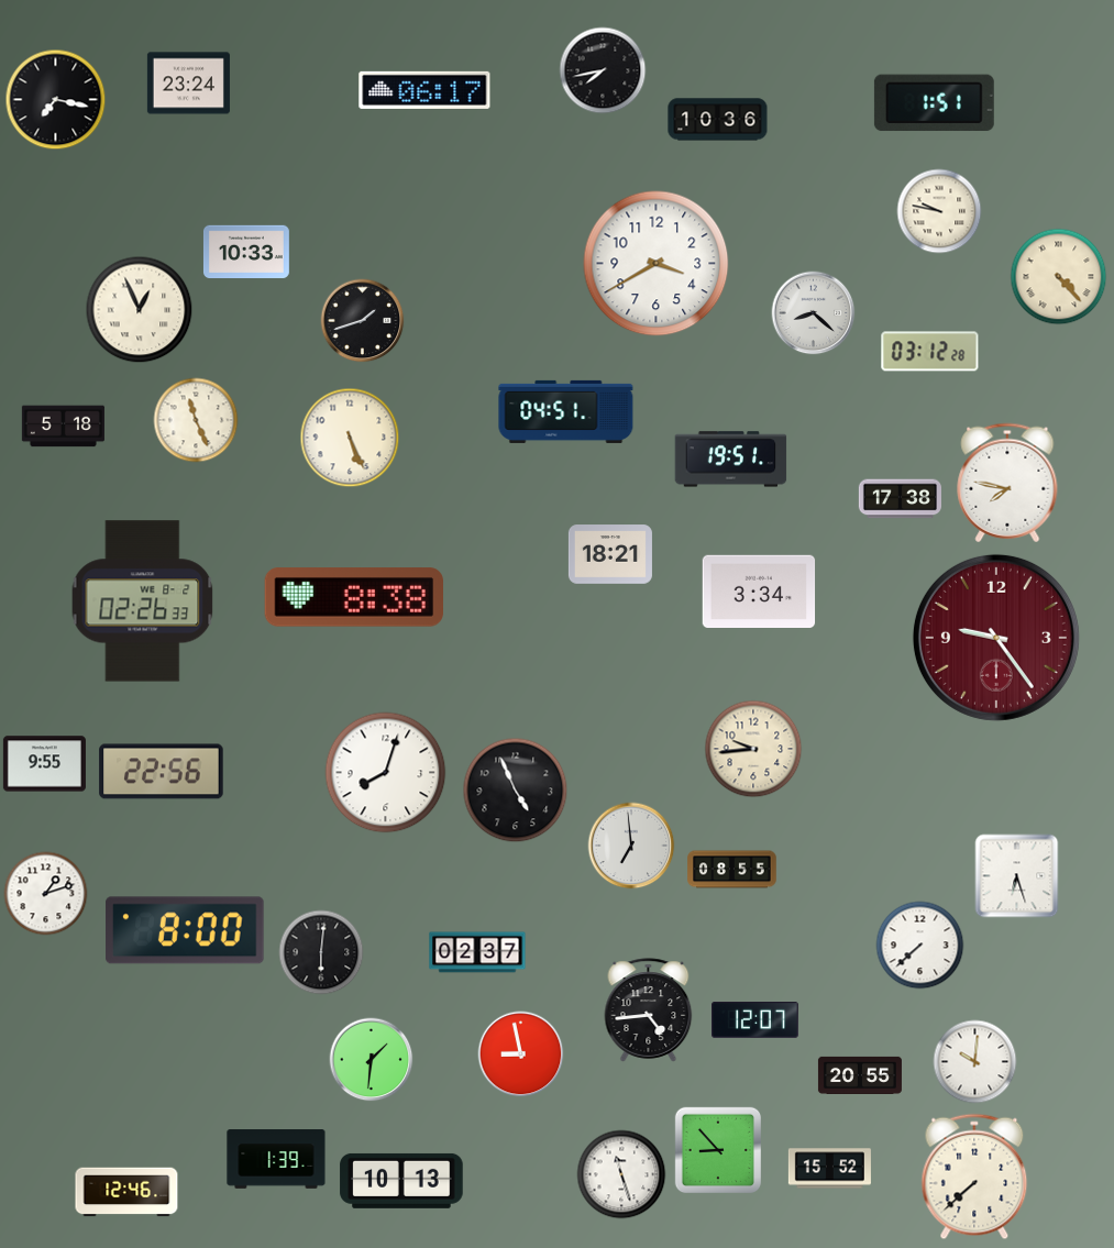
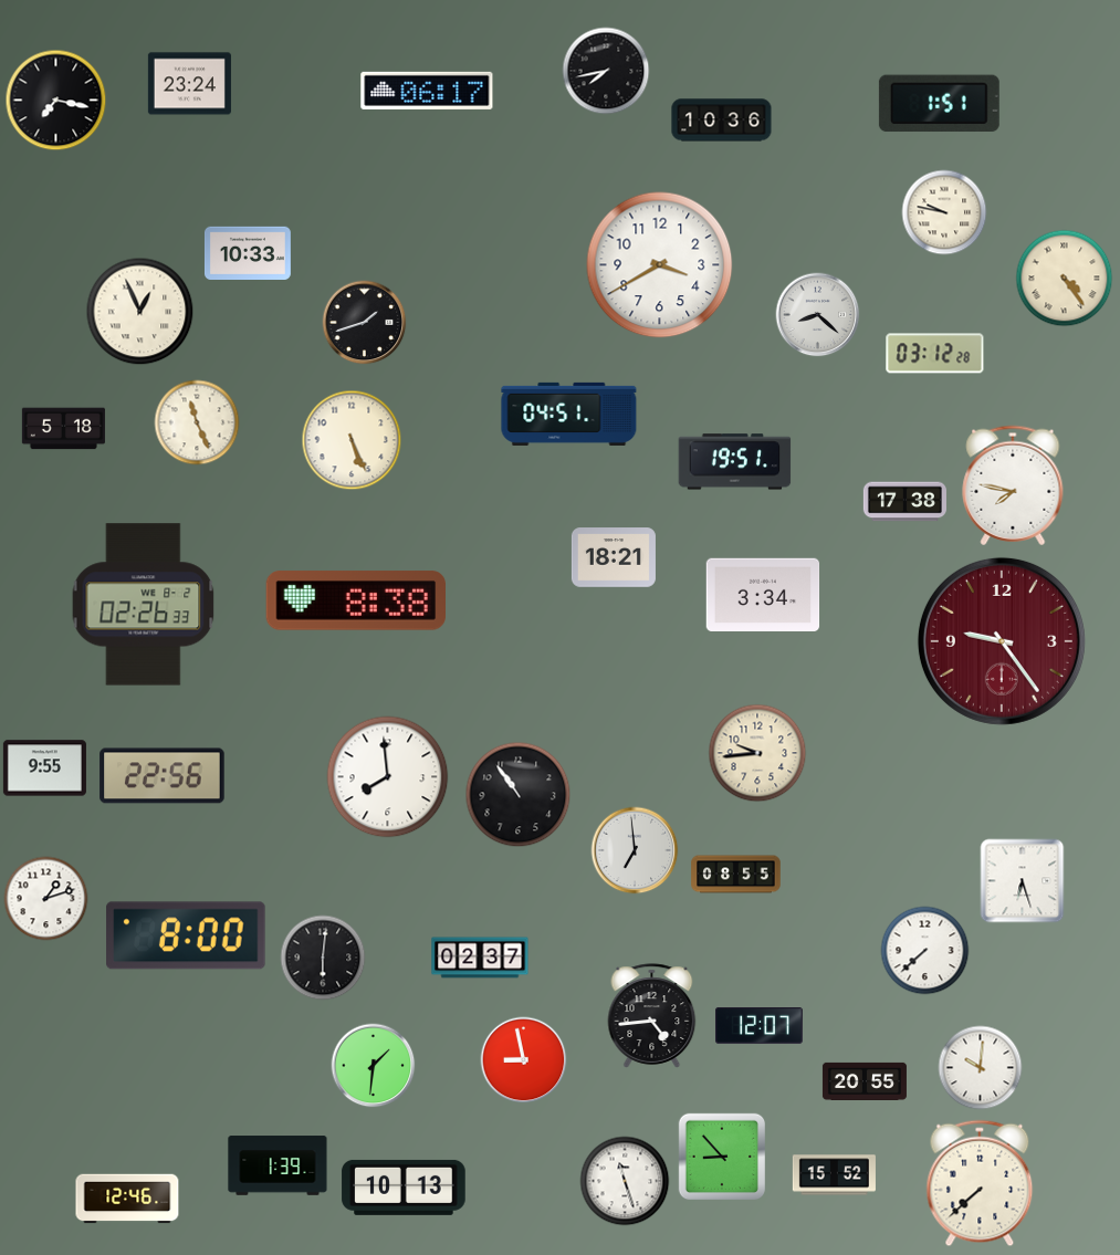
clock at (1059, 277): 4:23 -> 4:24
clock at (386, 773): 8:03 -> 7:59
clock at (516, 791): 4:56 -> 10:54
